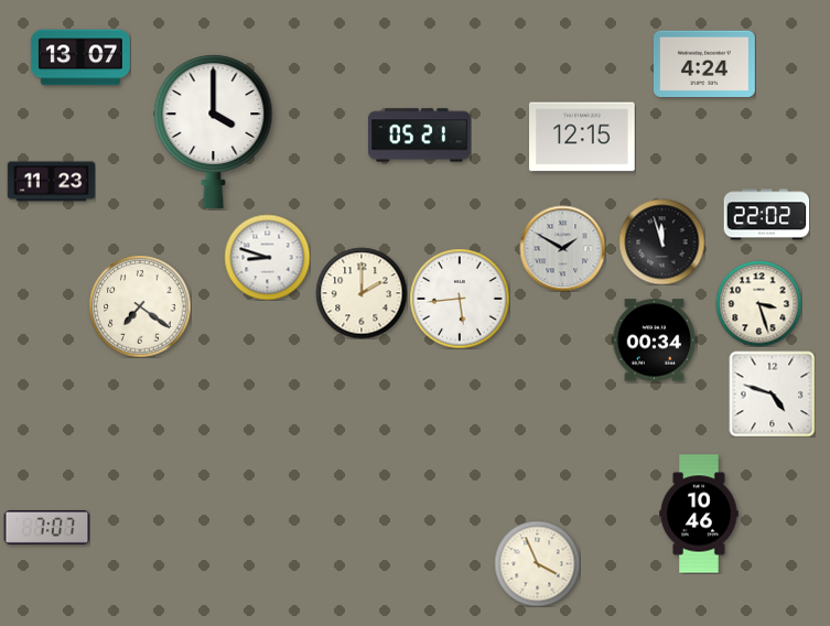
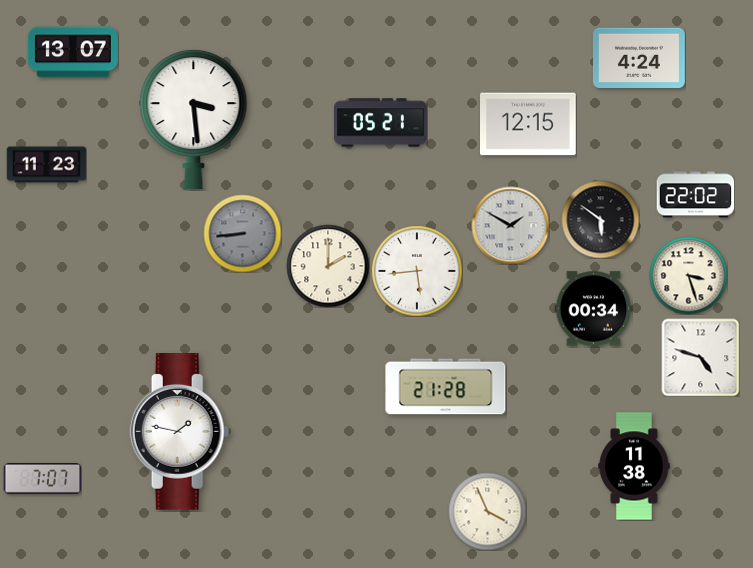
clock at (214, 131): 4:00 -> 3:29
clock at (661, 241): 11:57 -> 5:51
clock at (267, 257): 8:48 -> 8:44
clock at (267, 257) dial: white -> grey
clock at (140, 306): 7:21 -> none
clock at (446, 387): none -> 21:28
clock at (180, 432): none -> 1:47
clock at (699, 514): 10:46 -> 11:38
